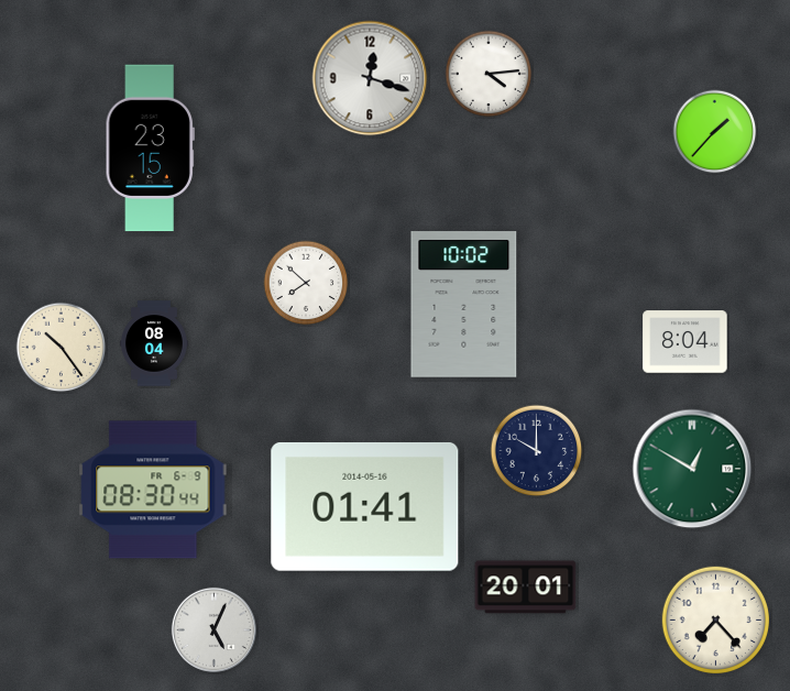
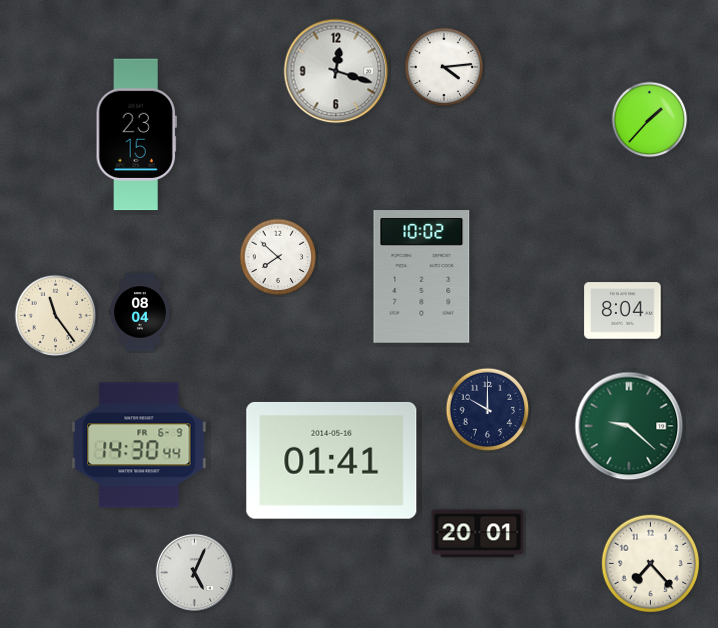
clock at (62, 348): 10:24 -> 11:24
clock at (692, 469): 12:50 -> 9:22
clock at (153, 490): 08:30 -> 14:30
